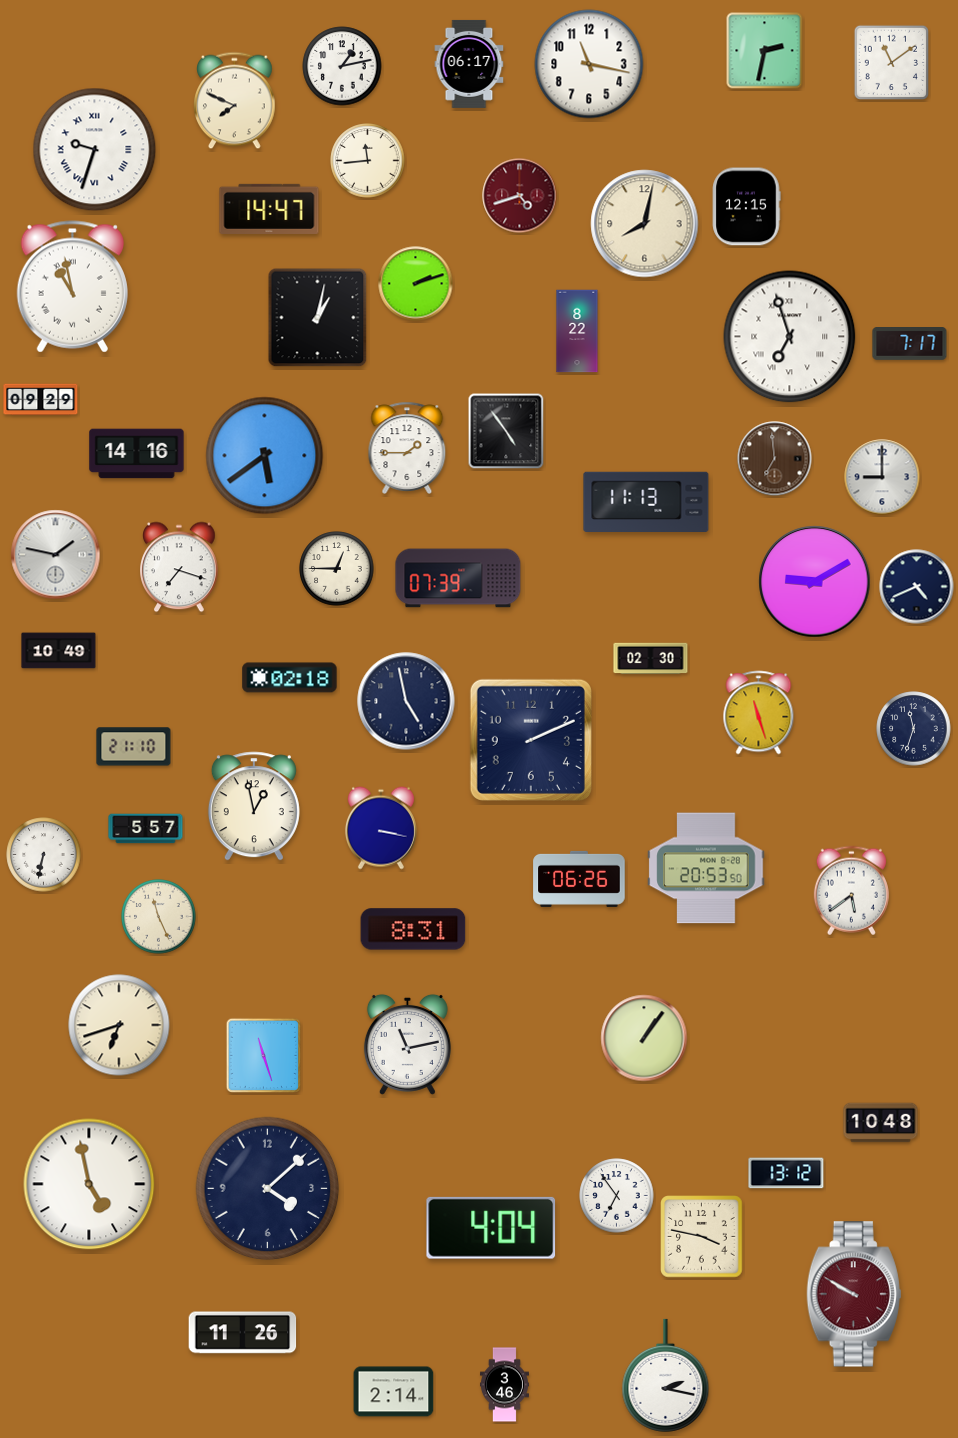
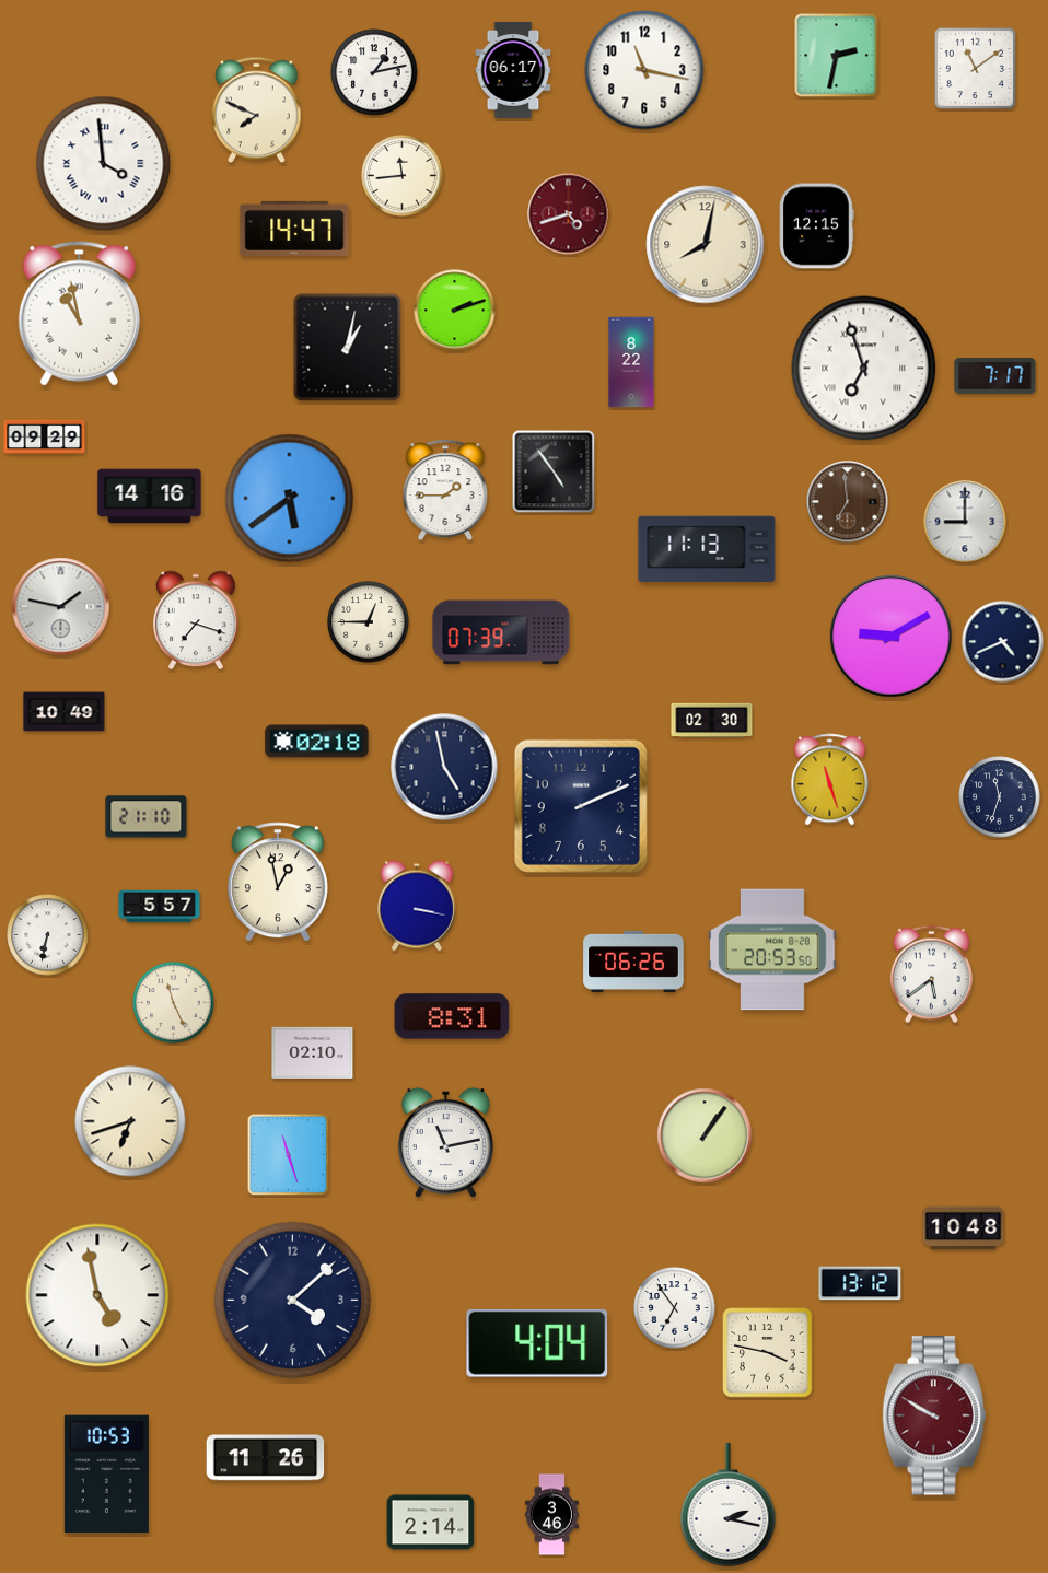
clock at (95, 150): 9:33 -> 3:59
clock at (531, 740) position: (531, 740) -> (581, 806)
clock at (313, 1052): none -> 02:10
clock at (106, 1475): none -> 10:53
